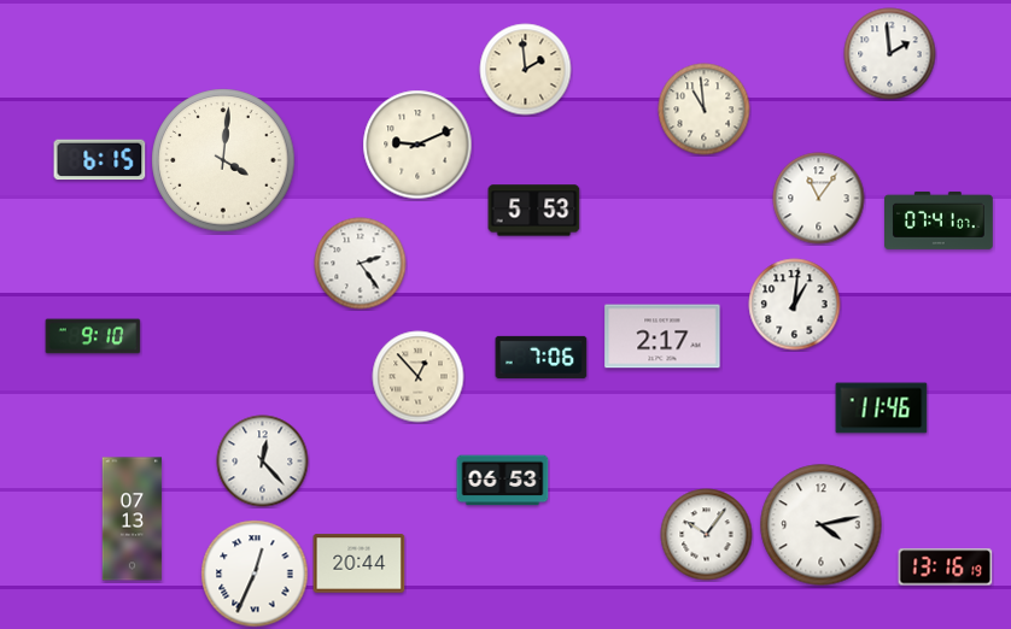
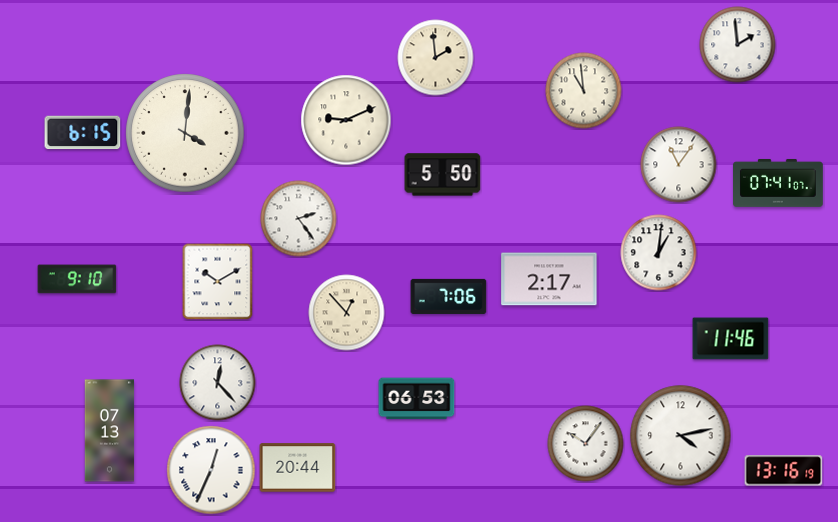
clock at (534, 211): 5:53 -> 5:50
clock at (218, 281): none -> 10:10
clock at (255, 574) position: (255, 574) -> (211, 470)
